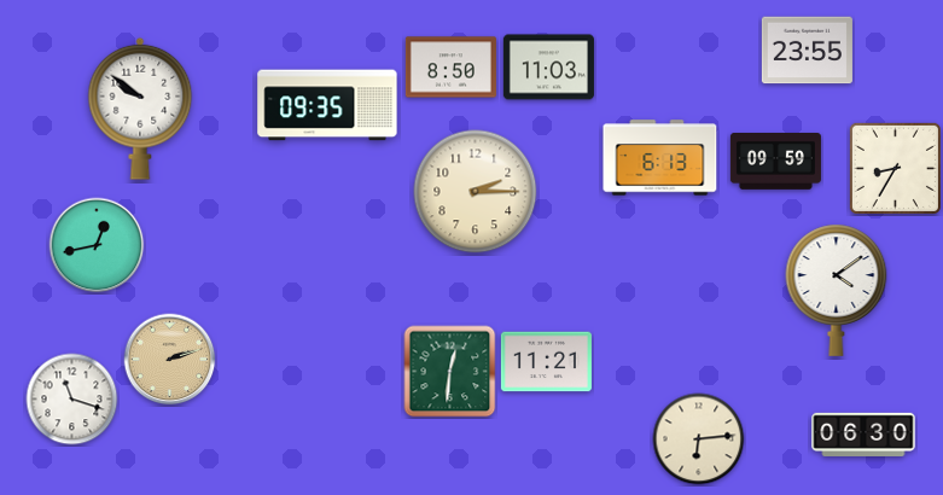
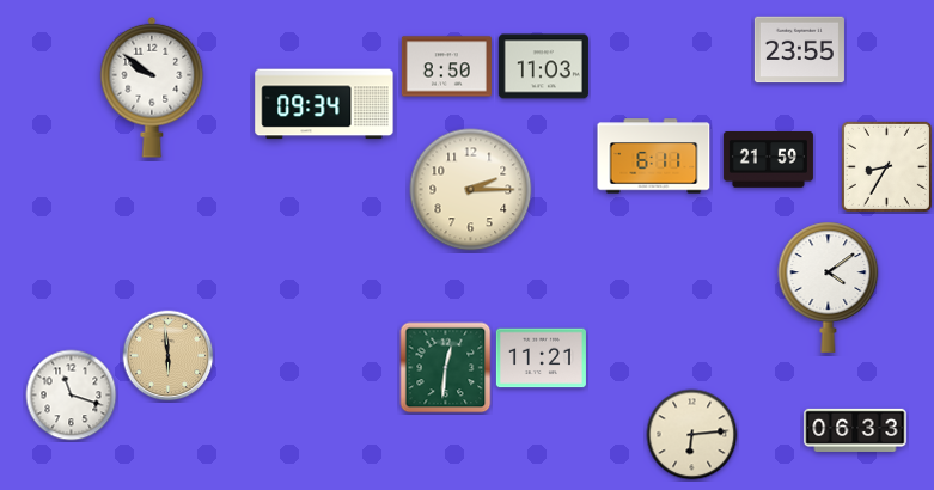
clock at (327, 105): 09:35 -> 09:34
clock at (140, 109) position: (140, 109) -> (152, 87)
clock at (660, 158): 6:13 -> 6:11
clock at (775, 162): 09:59 -> 21:59
clock at (97, 245): 12:43 -> none
clock at (170, 360): 2:12 -> 5:59
clock at (863, 435): 06:30 -> 06:33
